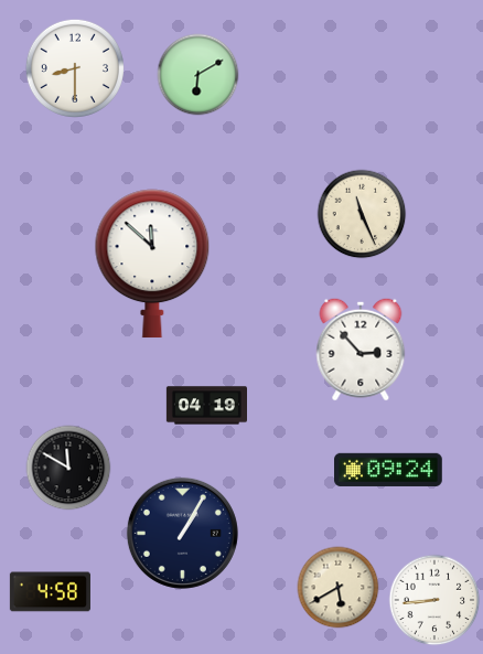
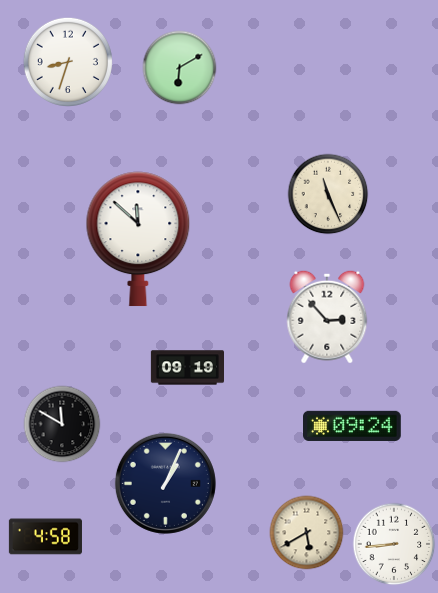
clock at (75, 68): 8:30 -> 8:33
clock at (206, 406): 04:19 -> 09:19
clock at (182, 533): 1:05 -> 1:04
